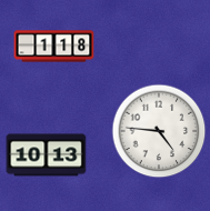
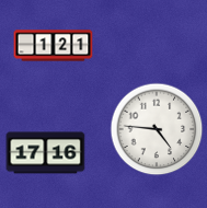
clock at (54, 47): 1:18 -> 1:21
clock at (47, 155): 10:13 -> 17:16
